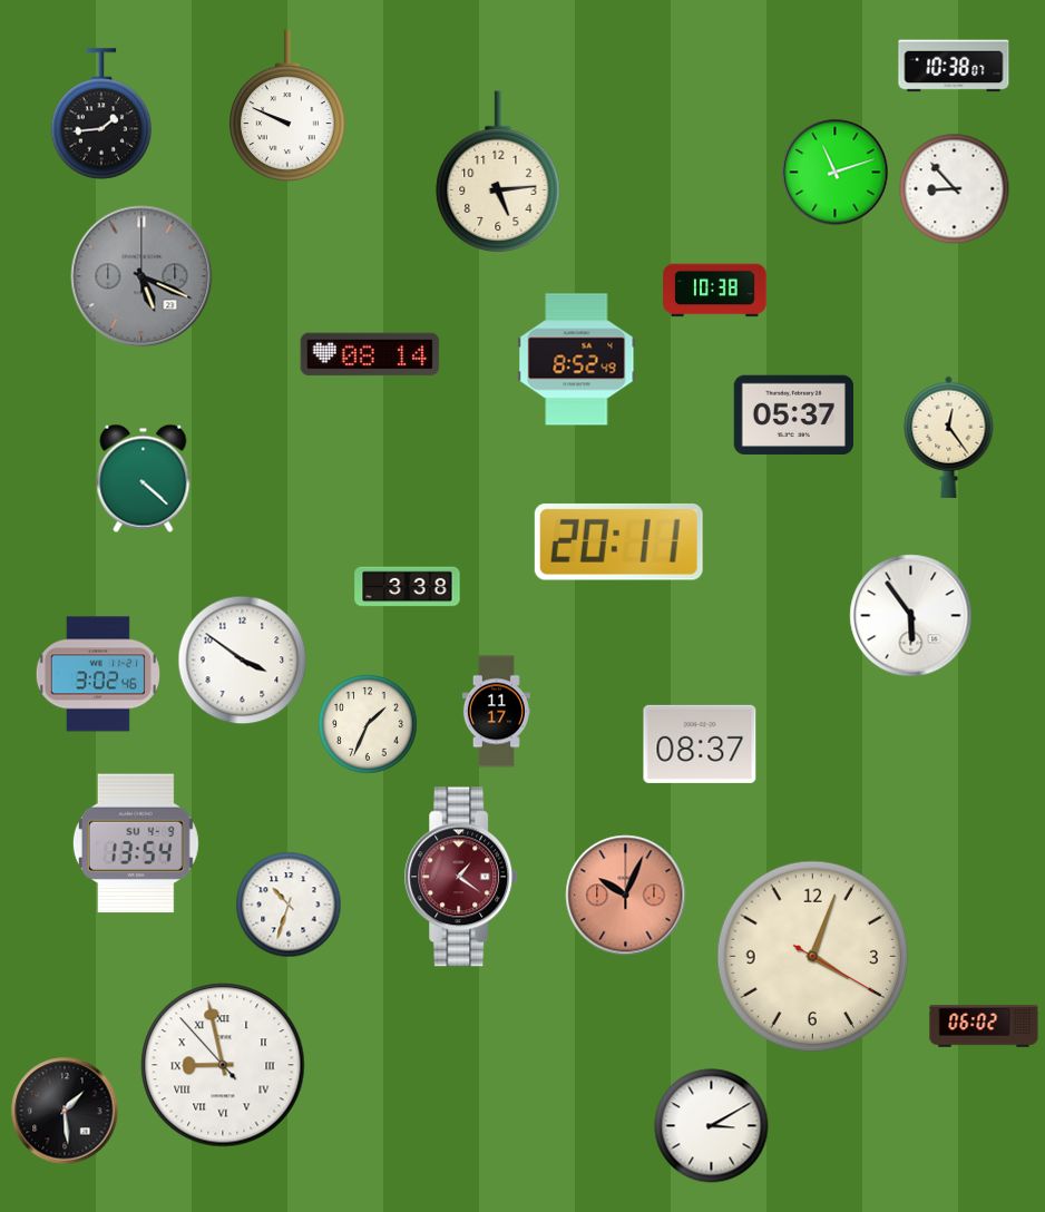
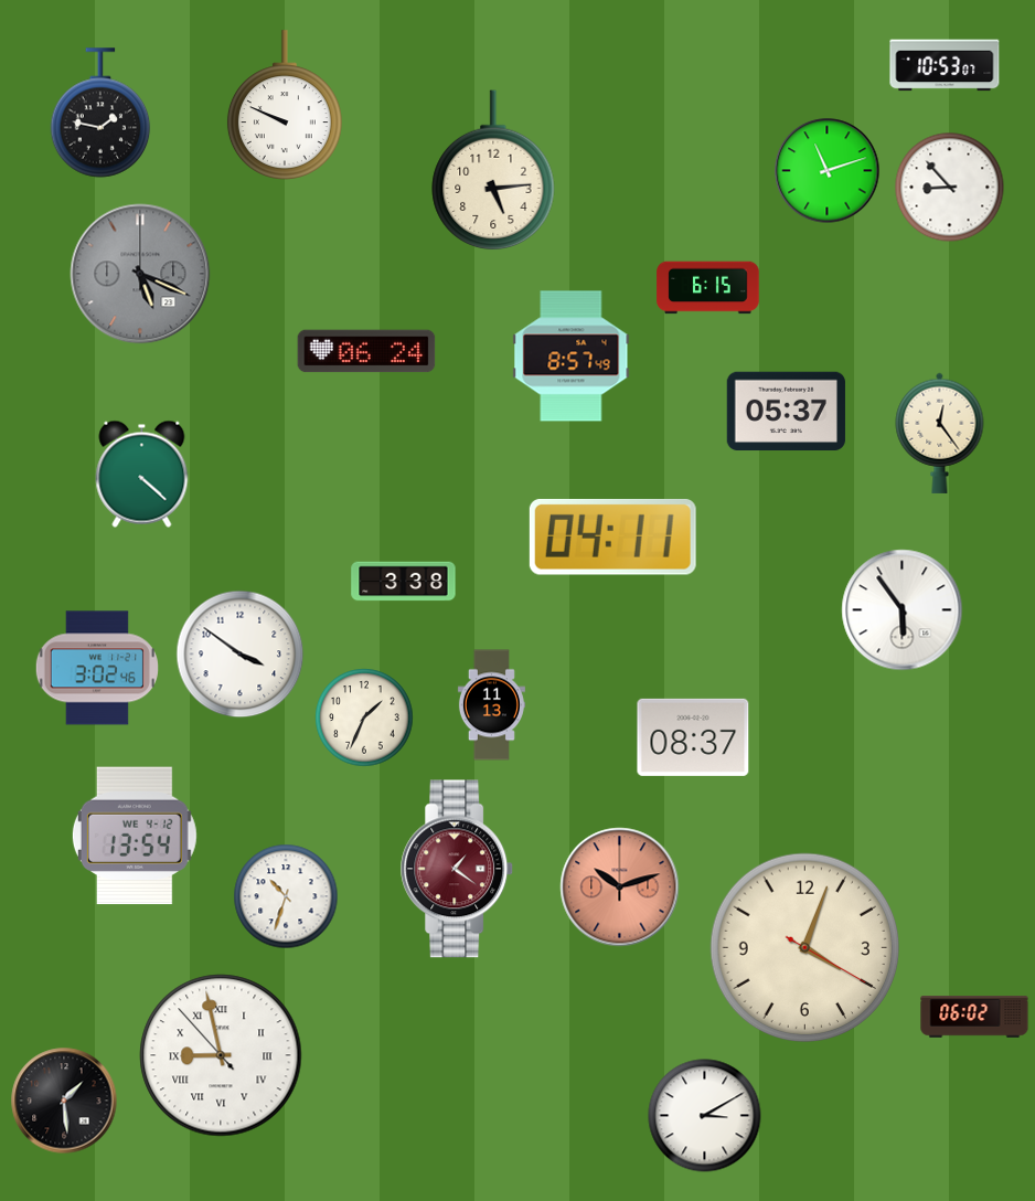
clock at (954, 66): 10:38 -> 10:53
clock at (101, 114): 1:44 -> 1:47
clock at (955, 189) position: (955, 189) -> (950, 188)
clock at (715, 291): 10:38 -> 6:15
clock at (370, 354): 08:14 -> 06:24
clock at (577, 360): 8:52 -> 8:57
clock at (618, 541): 20:11 -> 04:11
clock at (496, 712): 11:17 -> 11:13
clock at (136, 843) date: SU 4-9 -> WE 4-12
clock at (626, 896): 10:04 -> 10:12
